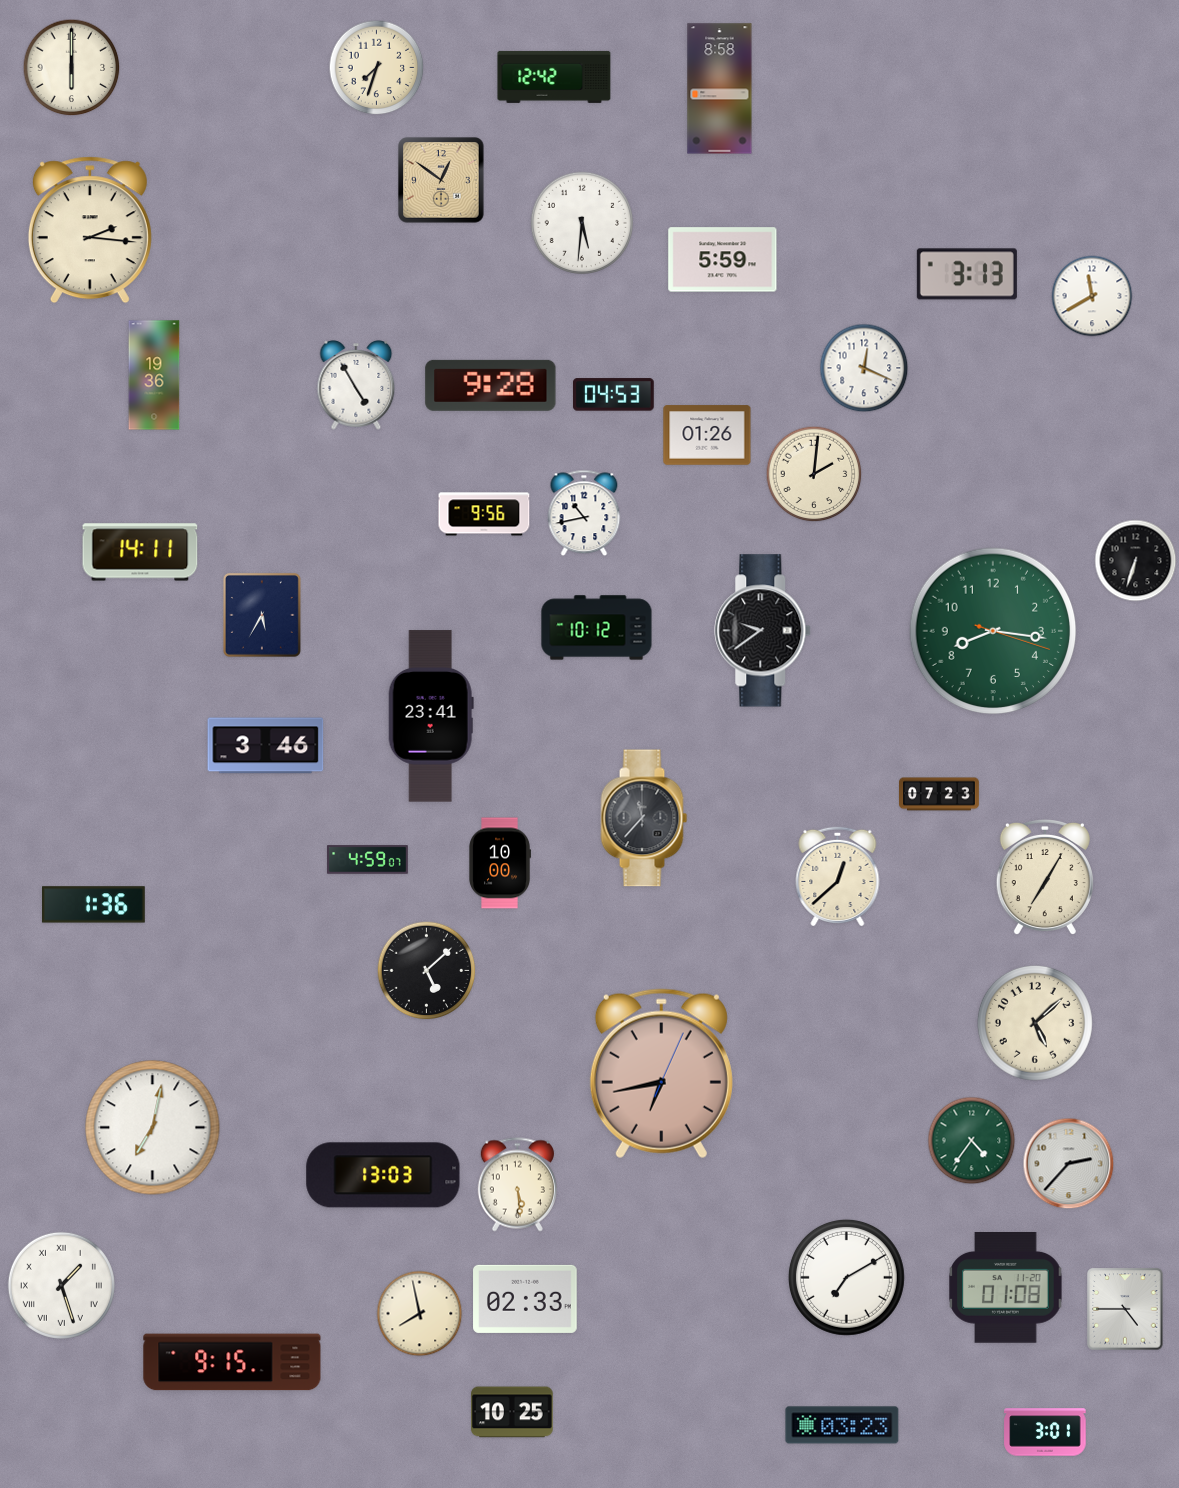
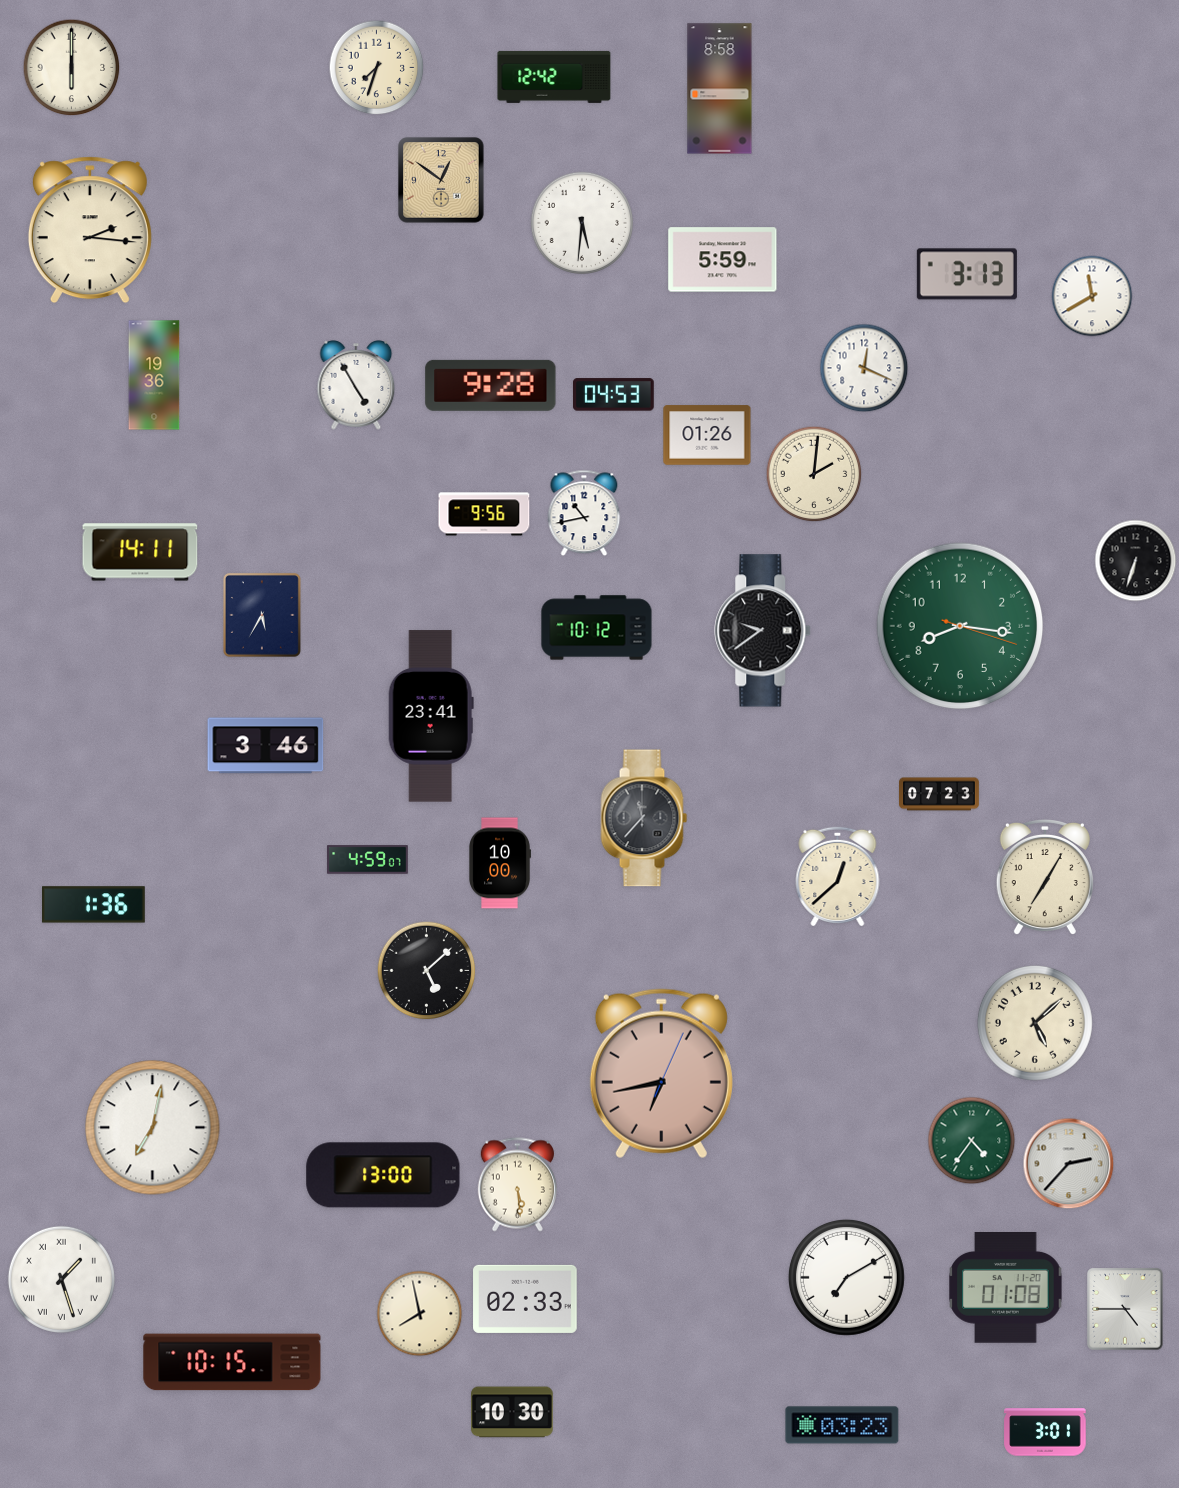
clock at (993, 631) position: (993, 631) -> (960, 626)
clock at (383, 1175): 13:03 -> 13:00
clock at (61, 1285) position: (61, 1285) -> (61, 1279)
clock at (232, 1362): 9:15 -> 10:15
clock at (512, 1412): 10:25 -> 10:30
